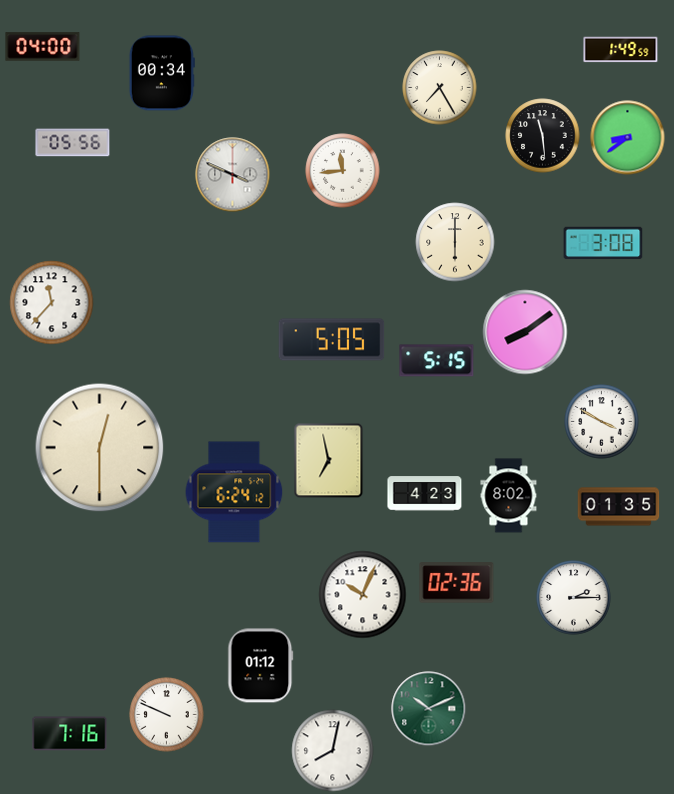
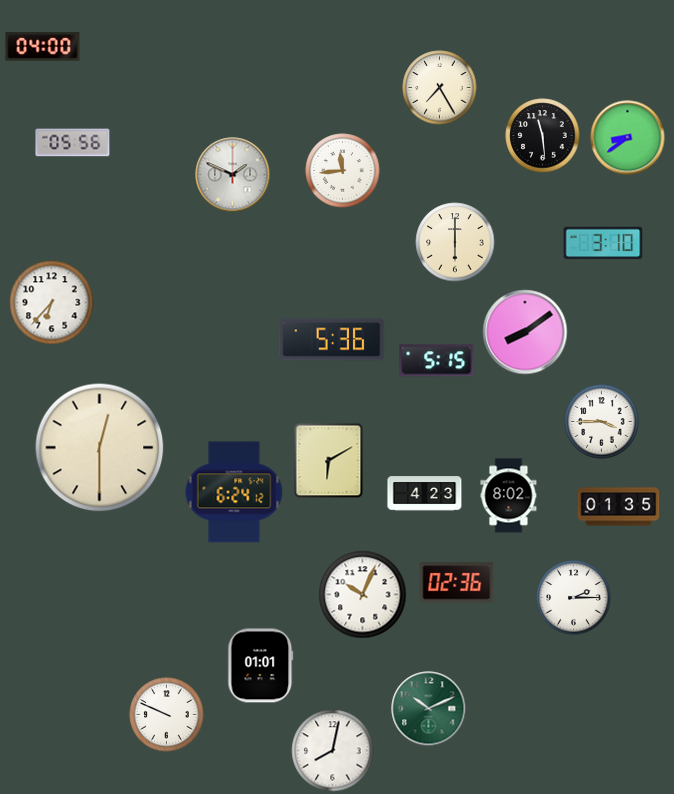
clock at (621, 50): 1:49 -> none
clock at (162, 73): 00:34 -> none
clock at (233, 175): 3:49 -> 1:49
clock at (603, 243): 3:08 -> 3:10
clock at (52, 303): 11:37 -> 6:37
clock at (332, 340): 5:05 -> 5:36
clock at (602, 422): 3:50 -> 3:45
clock at (329, 461): 6:58 -> 6:10
clock at (261, 666): 01:12 -> 01:01
clock at (70, 734): 7:16 -> none
